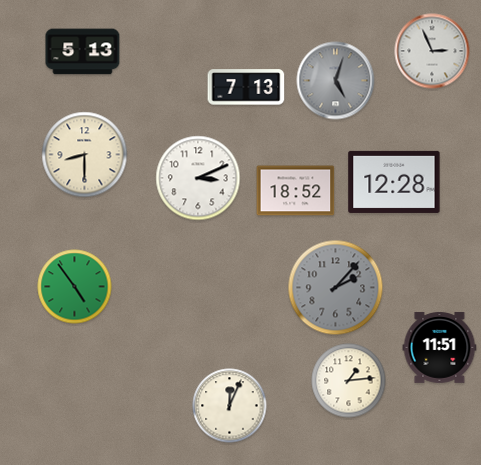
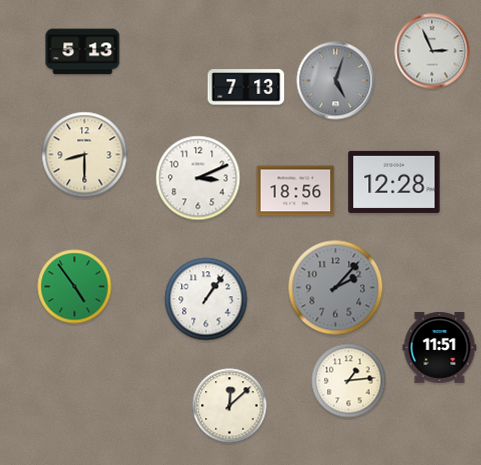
clock at (296, 191): 18:52 -> 18:56
clock at (206, 299): none -> 1:06
clock at (230, 406): 12:04 -> 12:08
